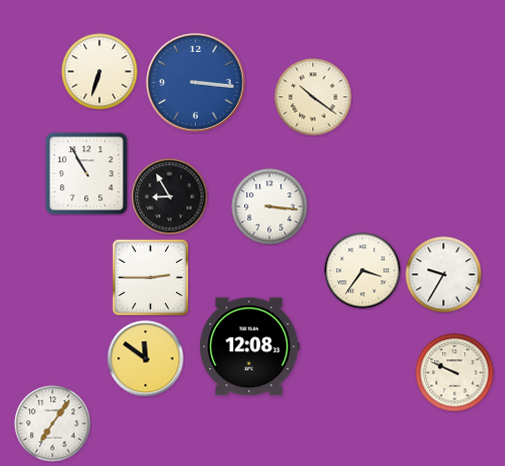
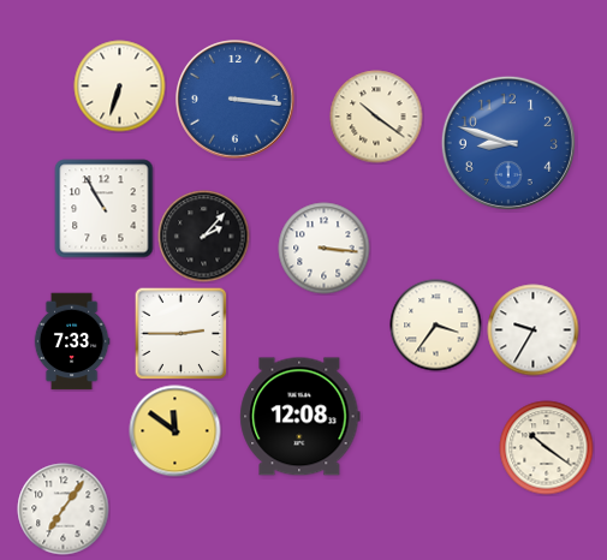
clock at (508, 143): none -> 8:48
clock at (170, 197): 8:55 -> 2:07
clock at (72, 341): none -> 7:33
clock at (455, 373): 9:49 -> 10:21
